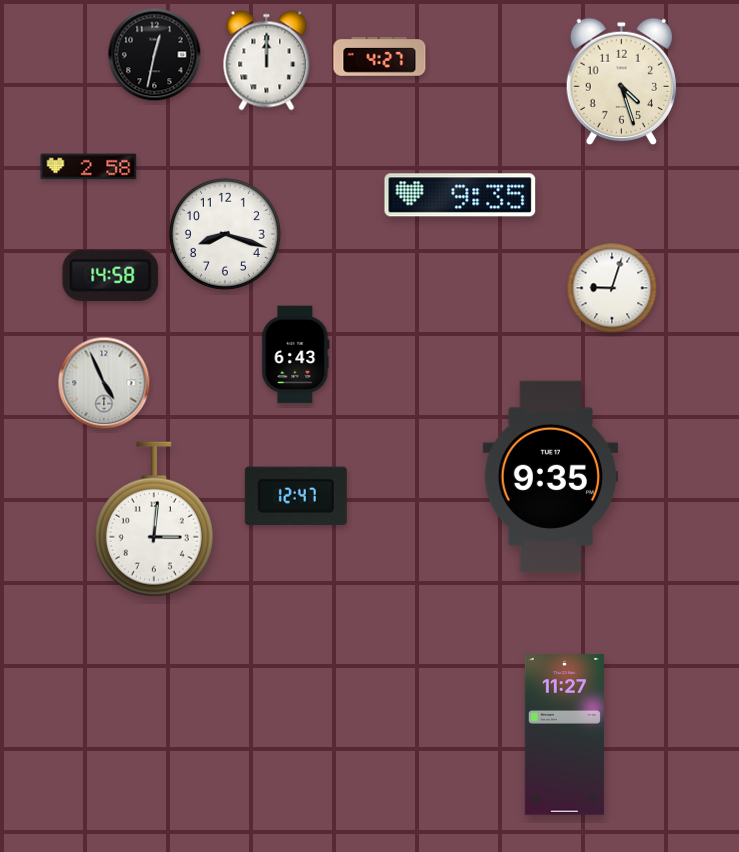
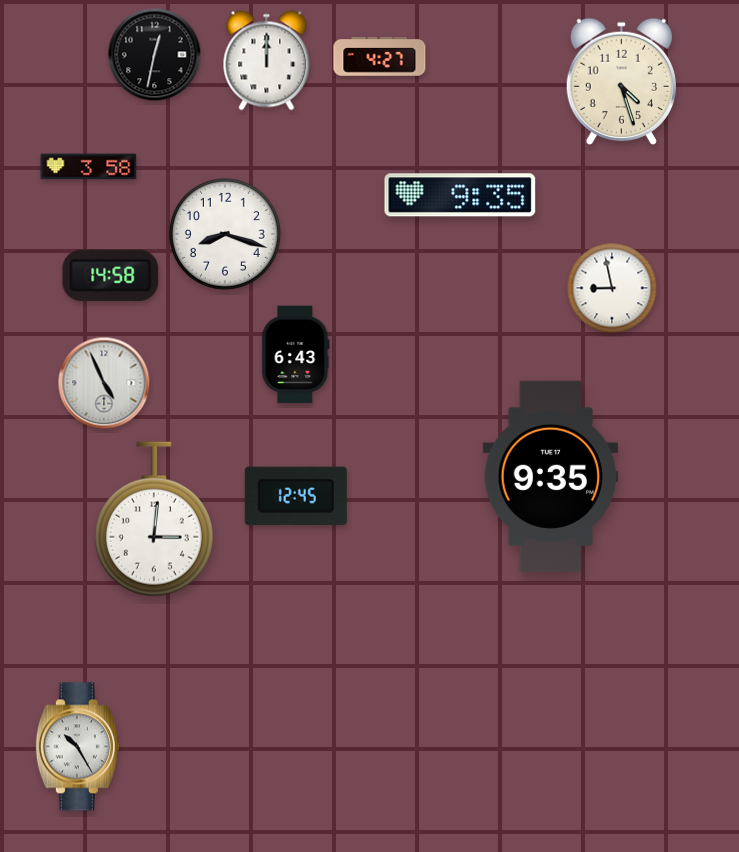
clock at (89, 167): 2:58 -> 3:58
clock at (612, 288): 9:03 -> 8:58
clock at (296, 496): 12:47 -> 12:45
clock at (564, 735): 11:27 -> none
clock at (77, 747): none -> 10:25
